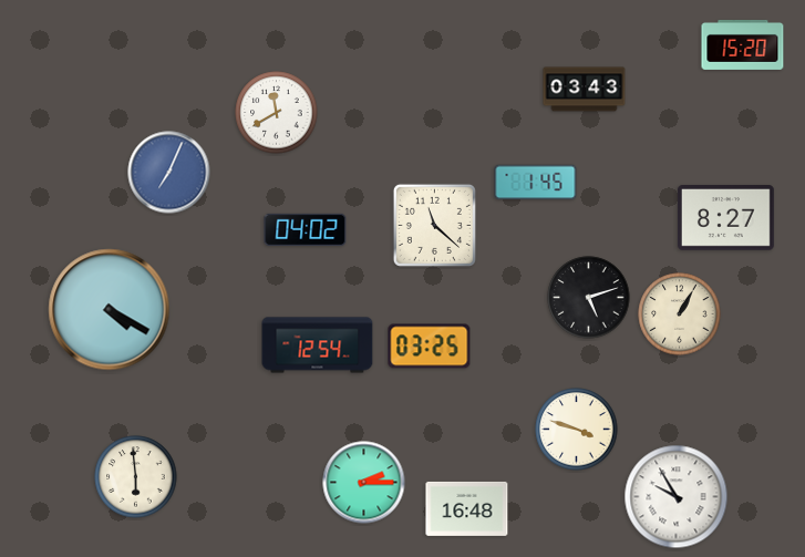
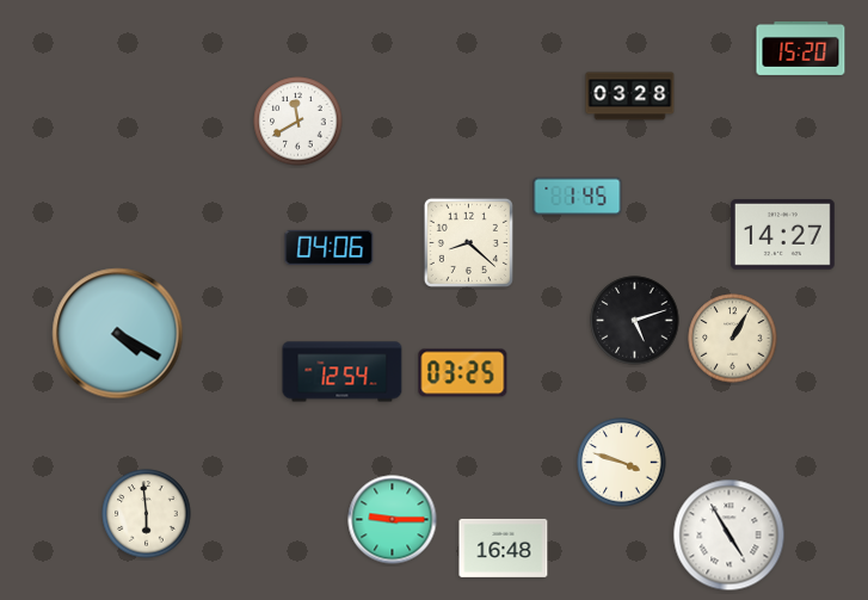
clock at (585, 90): 03:43 -> 03:28
clock at (169, 173): 7:04 -> none
clock at (725, 218): 8:27 -> 14:27
clock at (434, 225): 11:22 -> 8:22
clock at (306, 229): 04:02 -> 04:06
clock at (364, 483): 2:15 -> 9:15
clock at (677, 497): 9:55 -> 4:55
